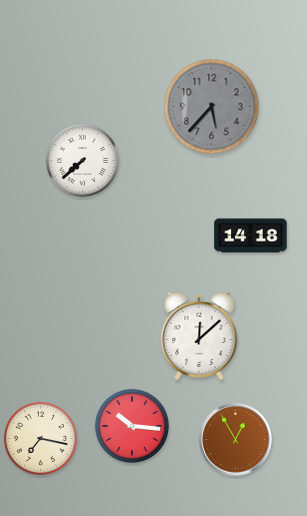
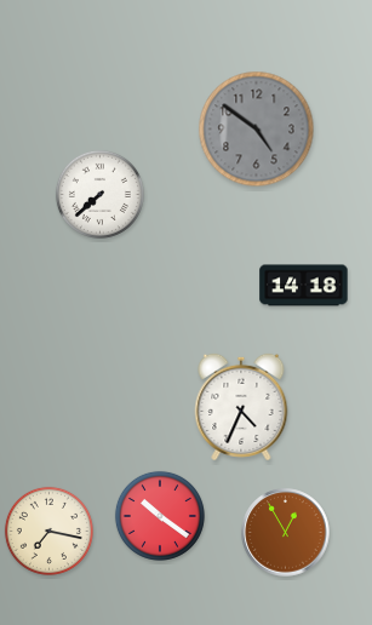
clock at (212, 107): 5:37 -> 4:51
clock at (199, 336): 12:08 -> 4:34
clock at (132, 426): 10:16 -> 10:21
